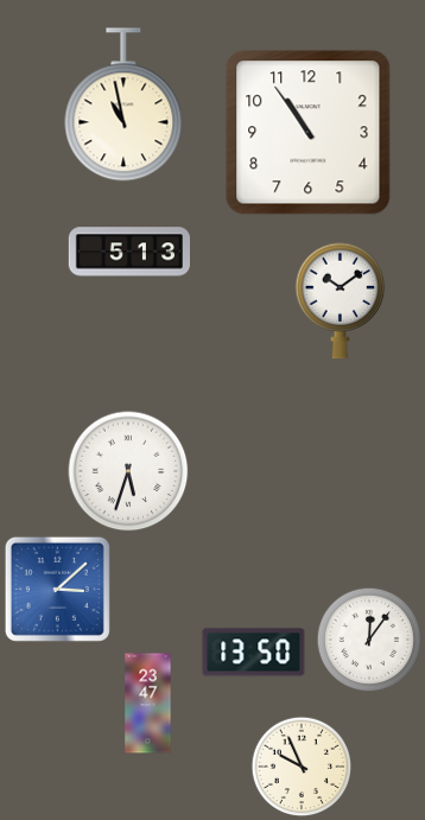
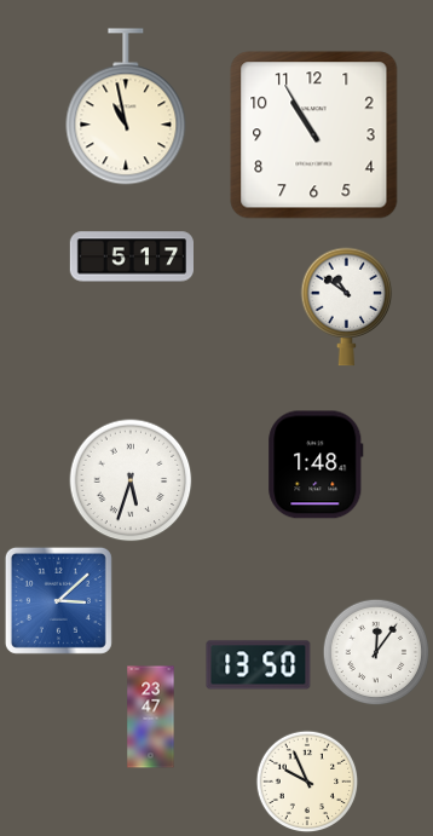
clock at (309, 133): 10:54 -> 10:55
clock at (128, 252): 5:13 -> 5:17
clock at (341, 301): 10:09 -> 10:51
clock at (316, 465): none -> 1:48
